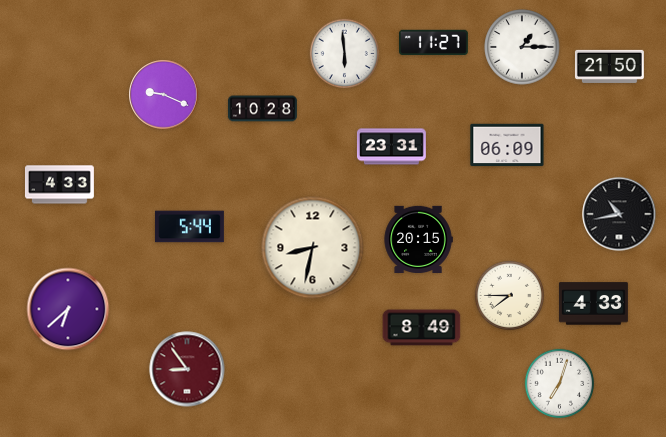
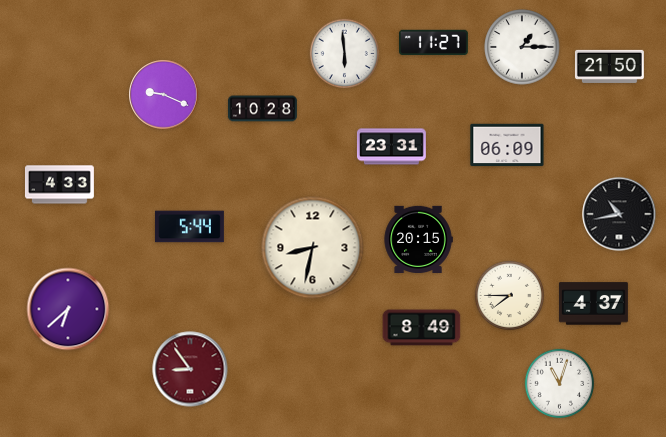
clock at (593, 304): 4:33 -> 4:37
clock at (187, 369) position: (187, 369) -> (190, 369)
clock at (560, 384): 7:03 -> 11:03
